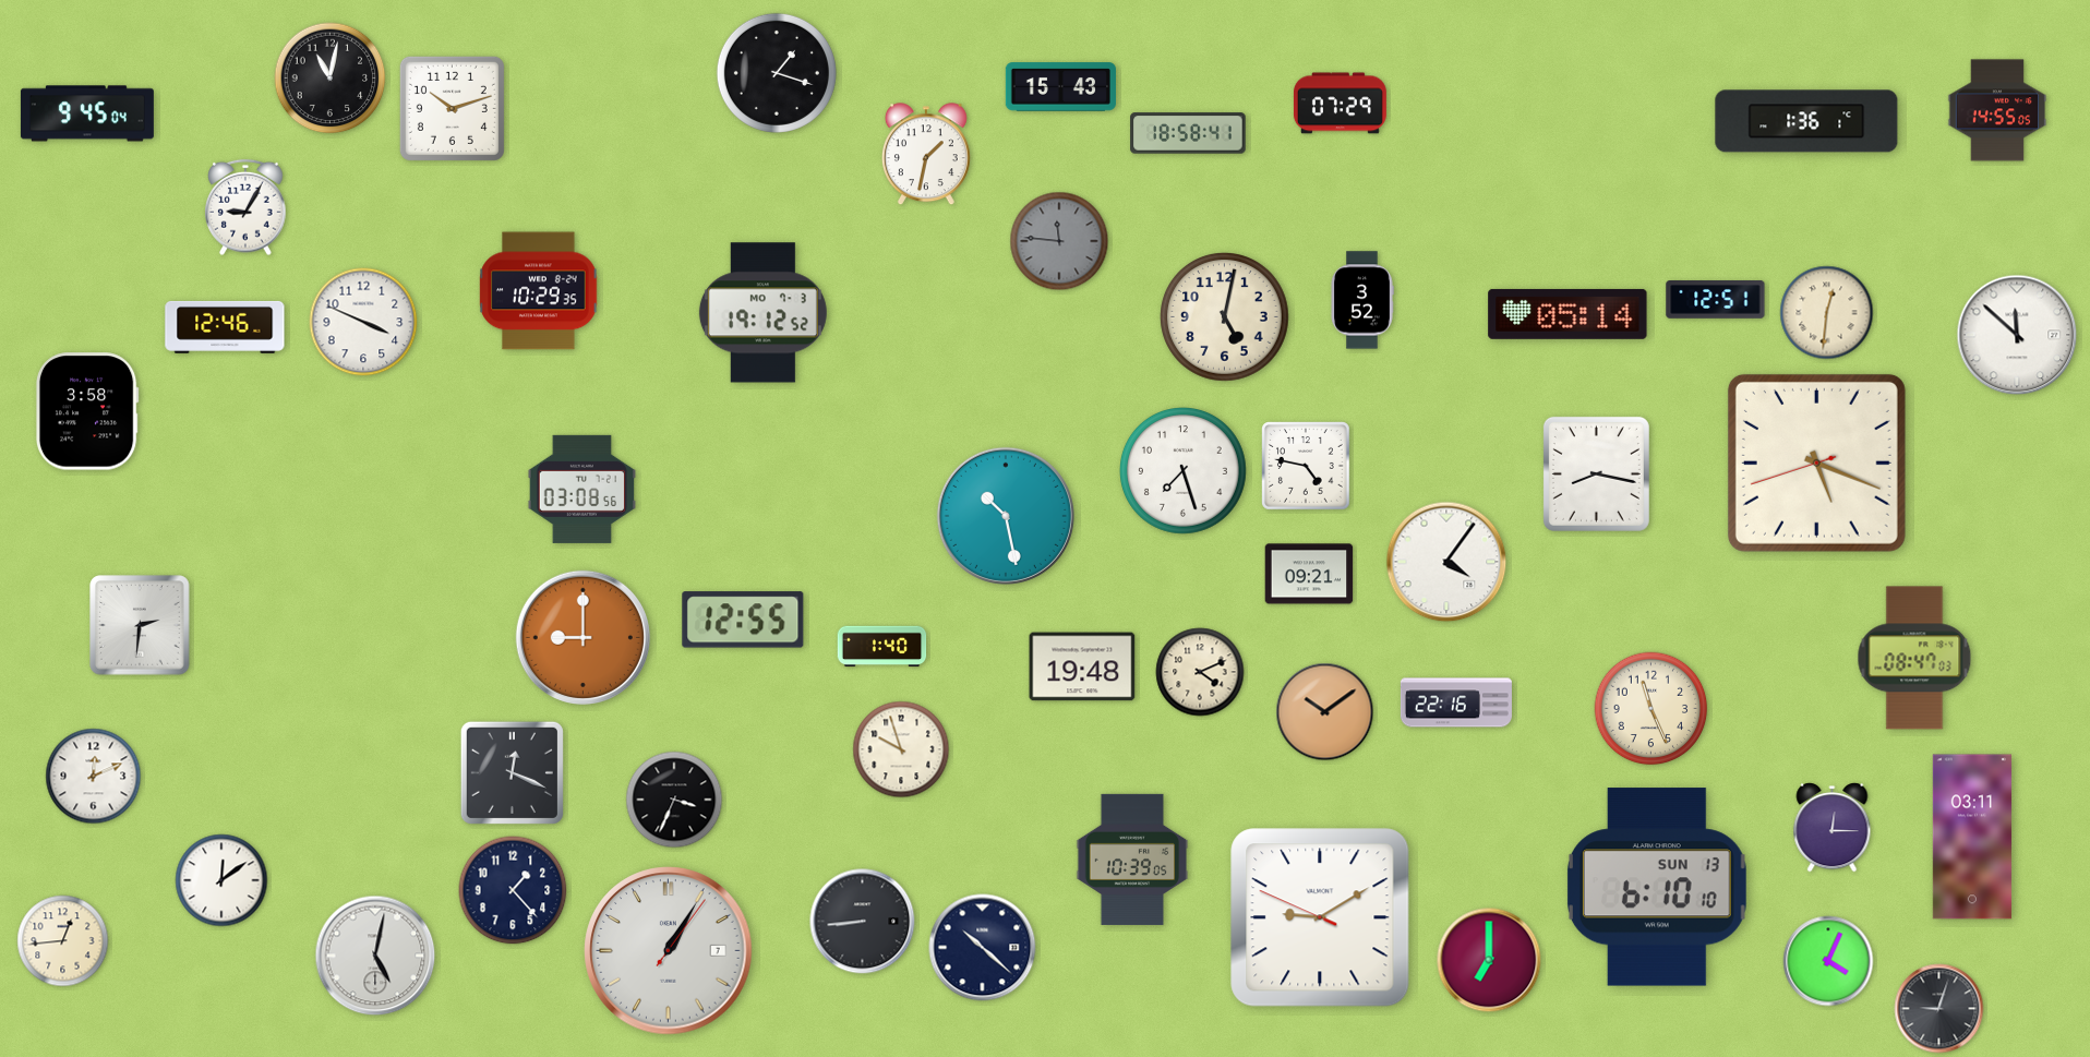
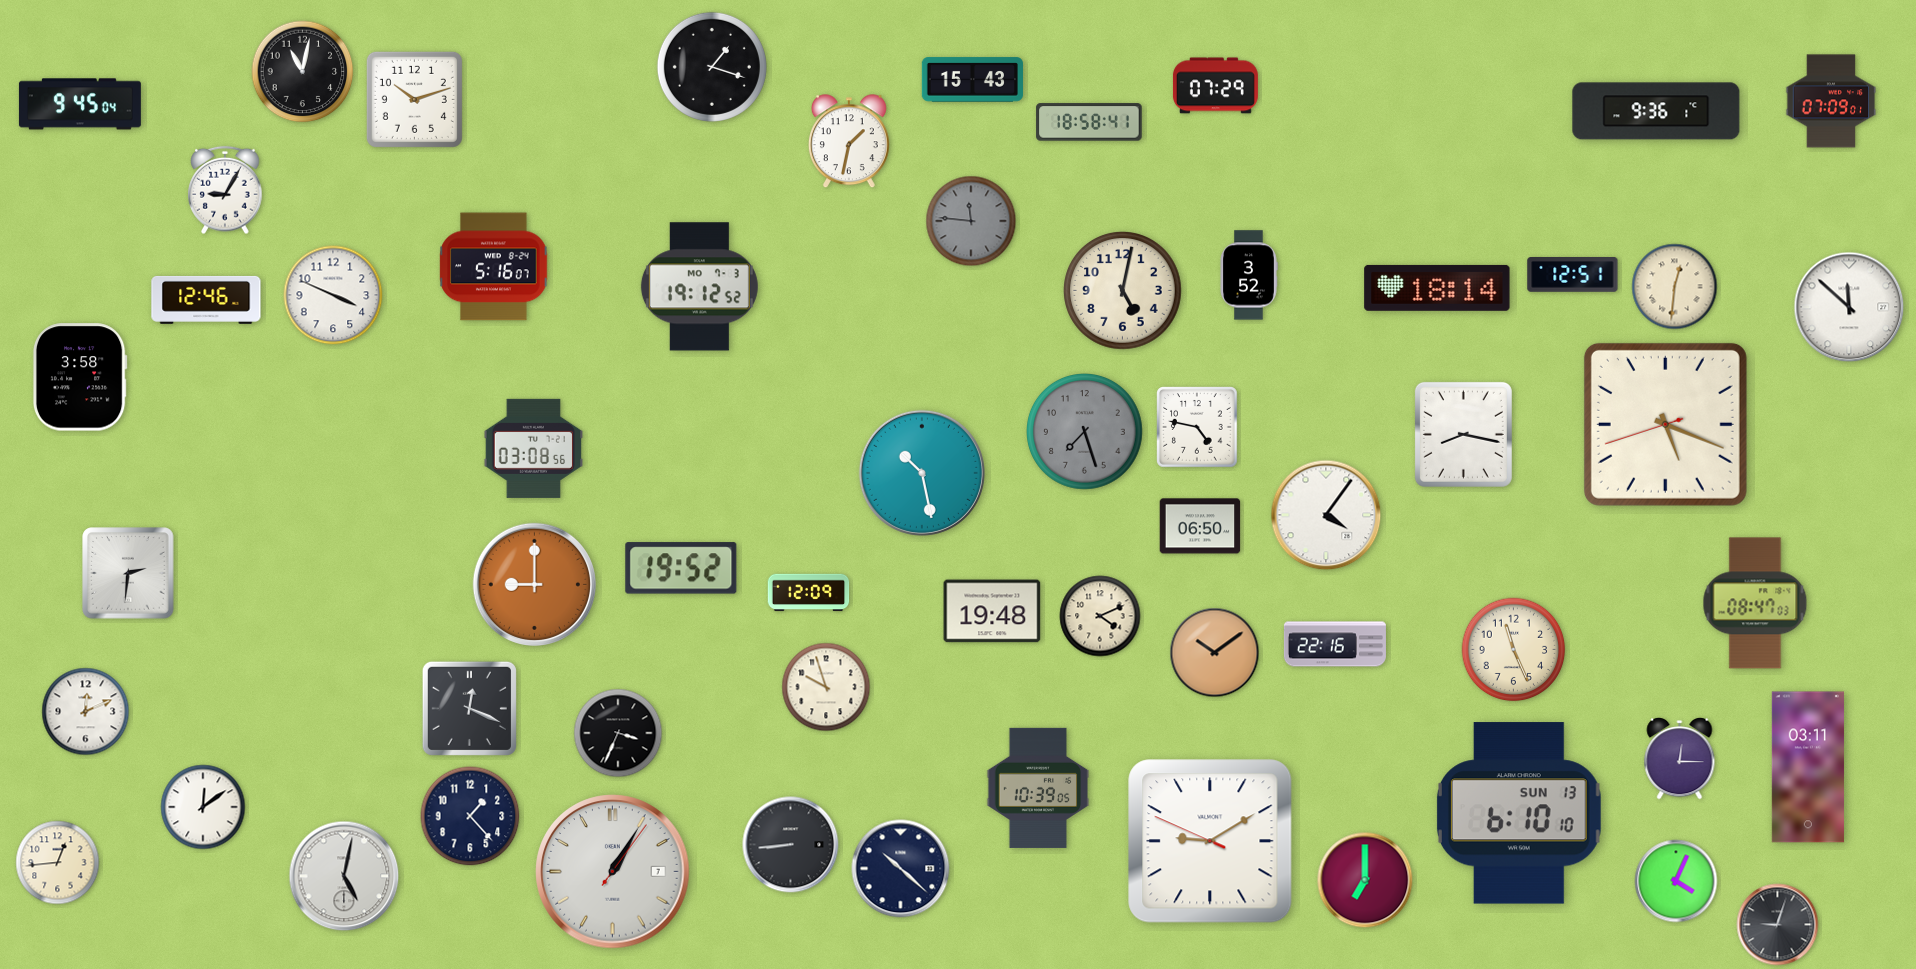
clock at (1340, 104) position: (1340, 104) -> (1215, 86)
clock at (1997, 110): 14:55 -> 07:09
clock at (1806, 121): 1:36 -> 9:36
clock at (539, 291): 10:29 -> 5:16
clock at (1567, 314): 05:14 -> 18:14
clock at (1184, 471) dial: white -> grey
clock at (1309, 574): 09:21 -> 06:50
clock at (743, 620): 12:55 -> 19:52
clock at (882, 647): 1:40 -> 12:09
